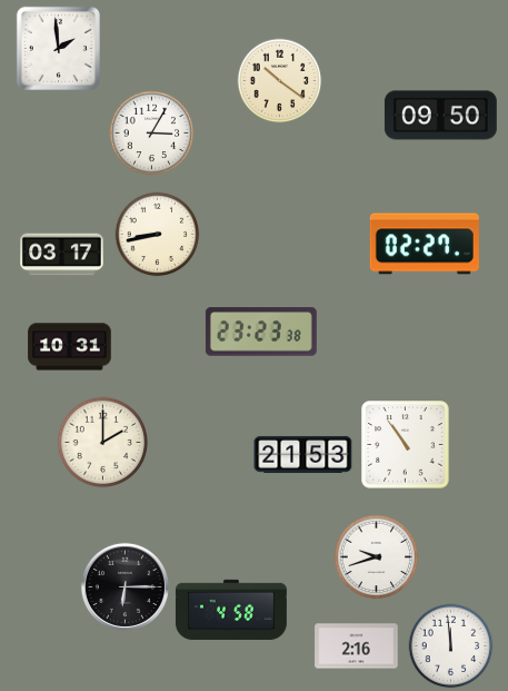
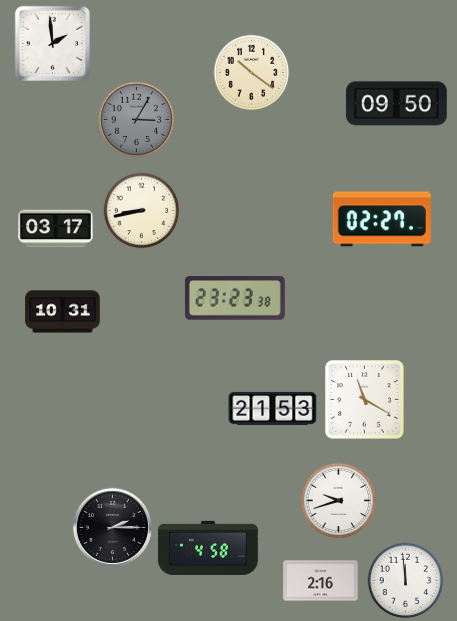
clock at (152, 134) dial: white -> grey
clock at (103, 443): 2:00 -> none
clock at (406, 445): 10:54 -> 11:20
clock at (124, 586): 6:15 -> 2:15
